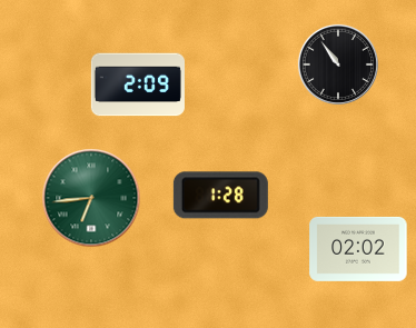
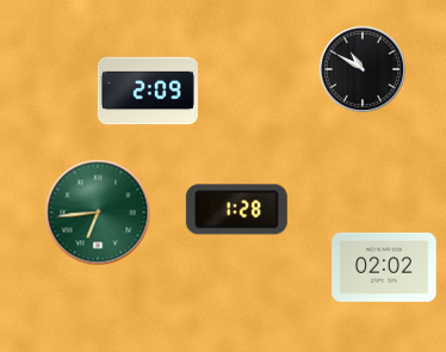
clock at (338, 64): 10:54 -> 10:50
